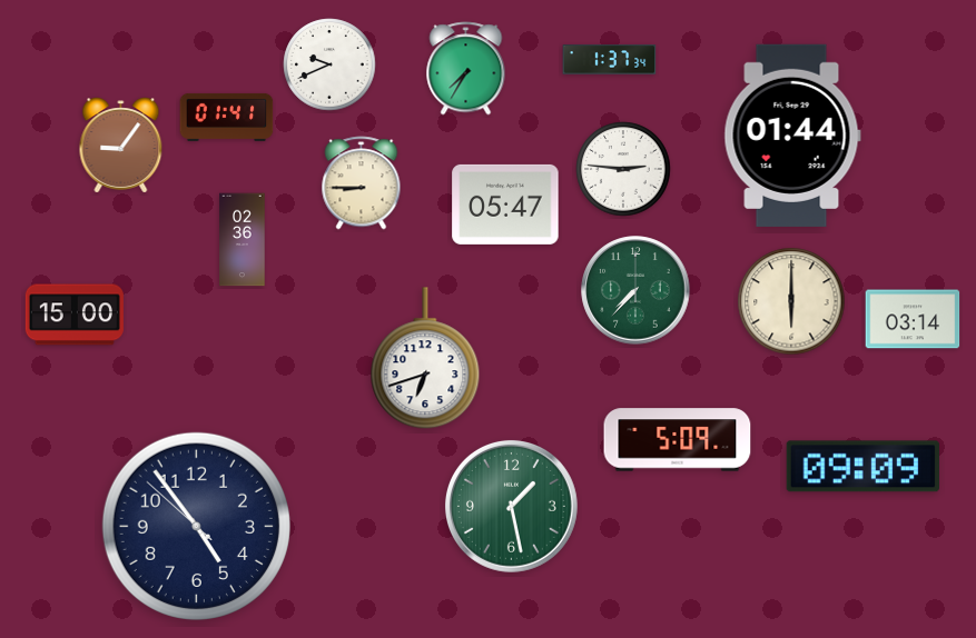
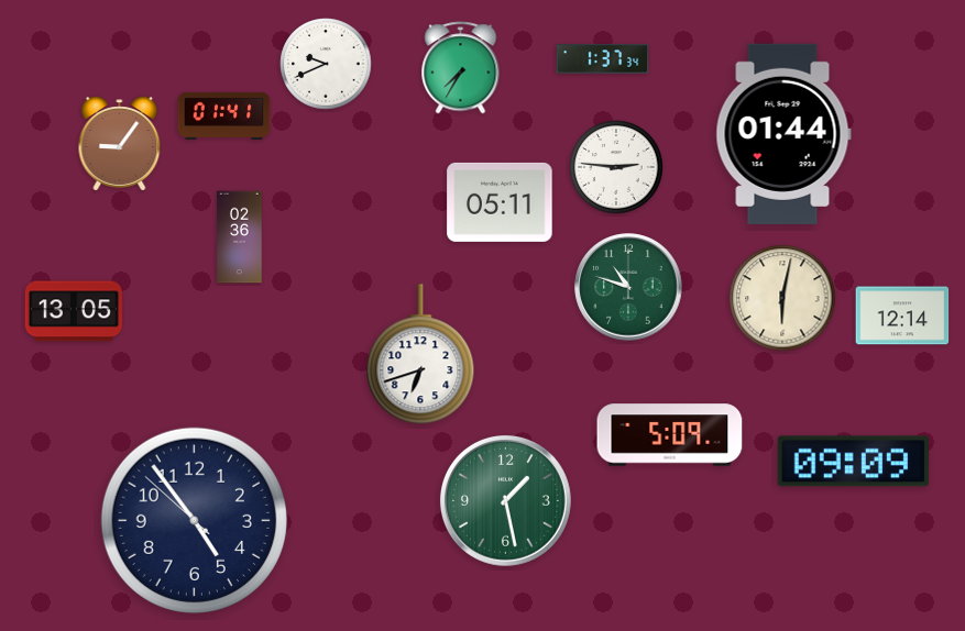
clock at (362, 183): 8:45 -> none
clock at (505, 205): 05:47 -> 05:11
clock at (635, 290): 7:37 -> 10:48
clock at (791, 301): 6:00 -> 6:02
clock at (75, 315): 15:00 -> 13:05
clock at (913, 319): 03:14 -> 12:14
